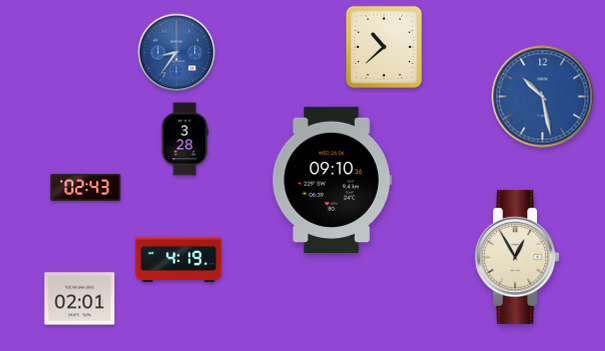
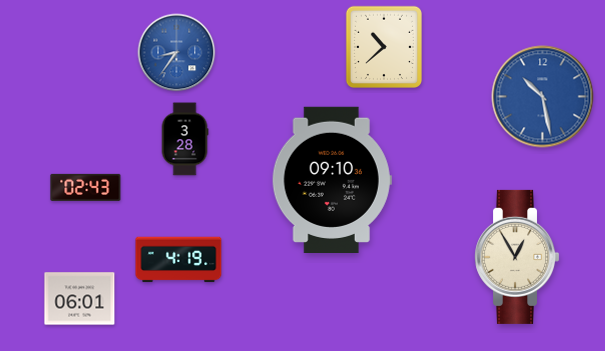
clock at (80, 299): 02:01 -> 06:01
